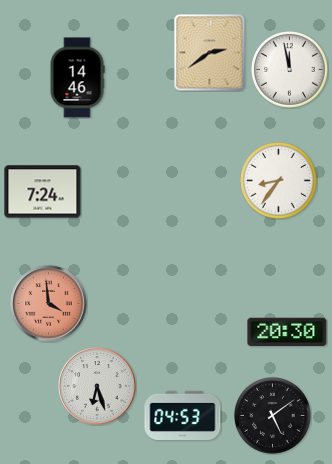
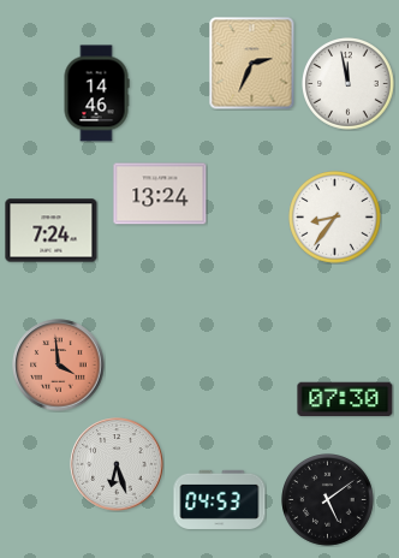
clock at (210, 53): 2:39 -> 2:34
clock at (77, 78) position: (77, 78) -> (96, 94)
clock at (160, 194): none -> 13:24
clock at (287, 332): 20:30 -> 07:30
